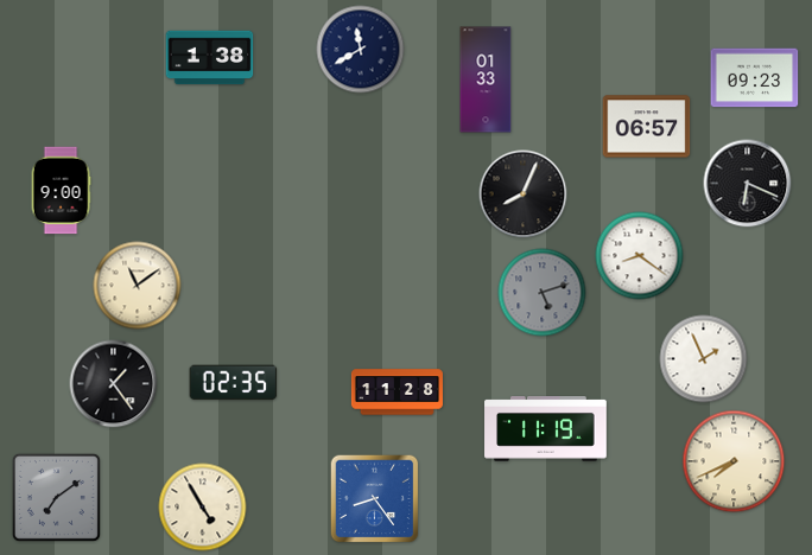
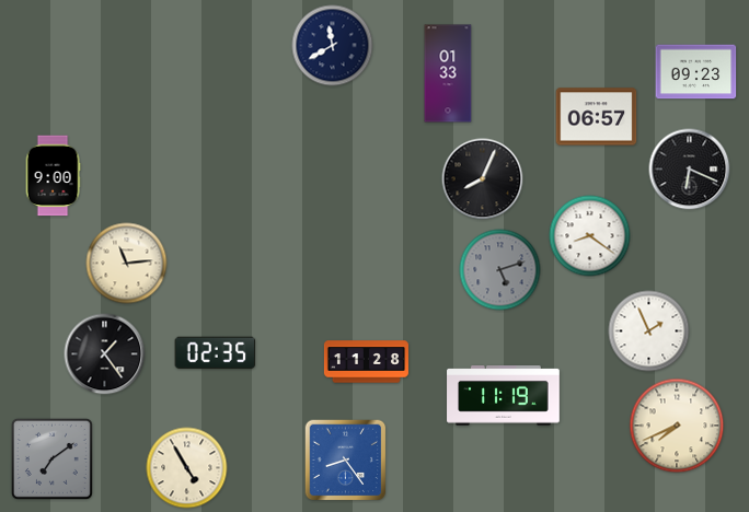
clock at (210, 58): 1:38 -> none
clock at (61, 191) position: (61, 191) -> (53, 176)
clock at (138, 286): 11:09 -> 11:14
